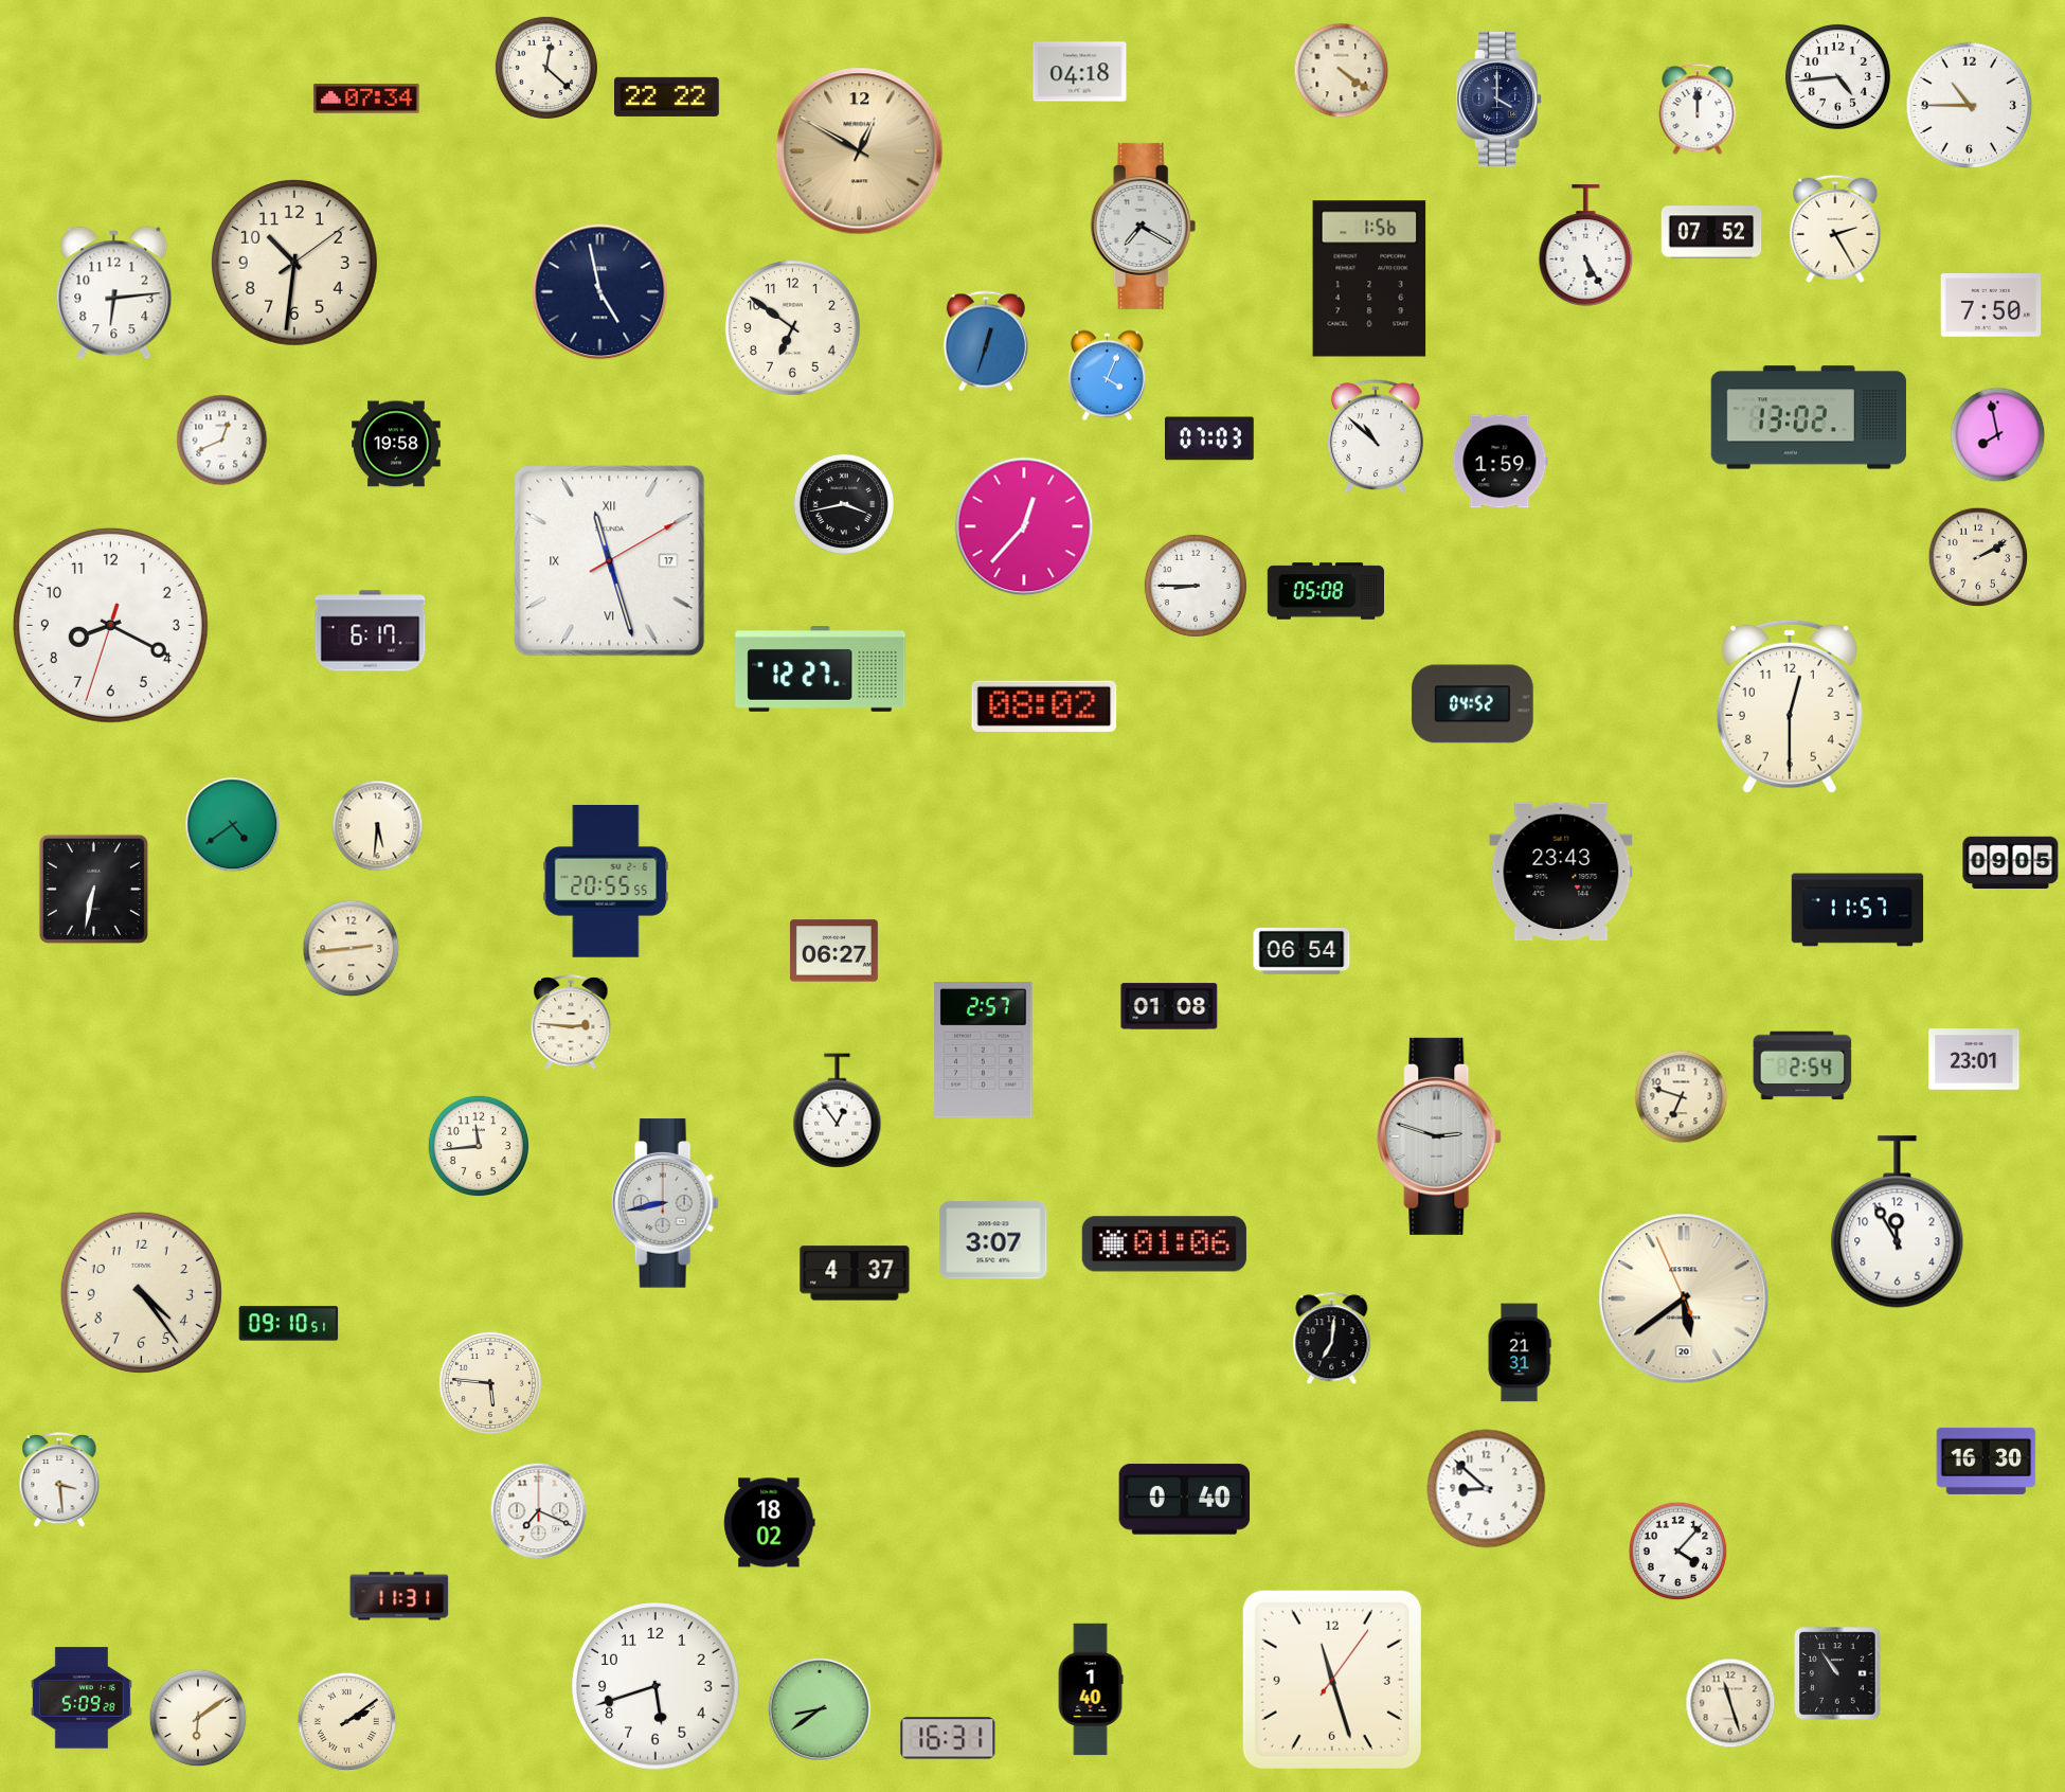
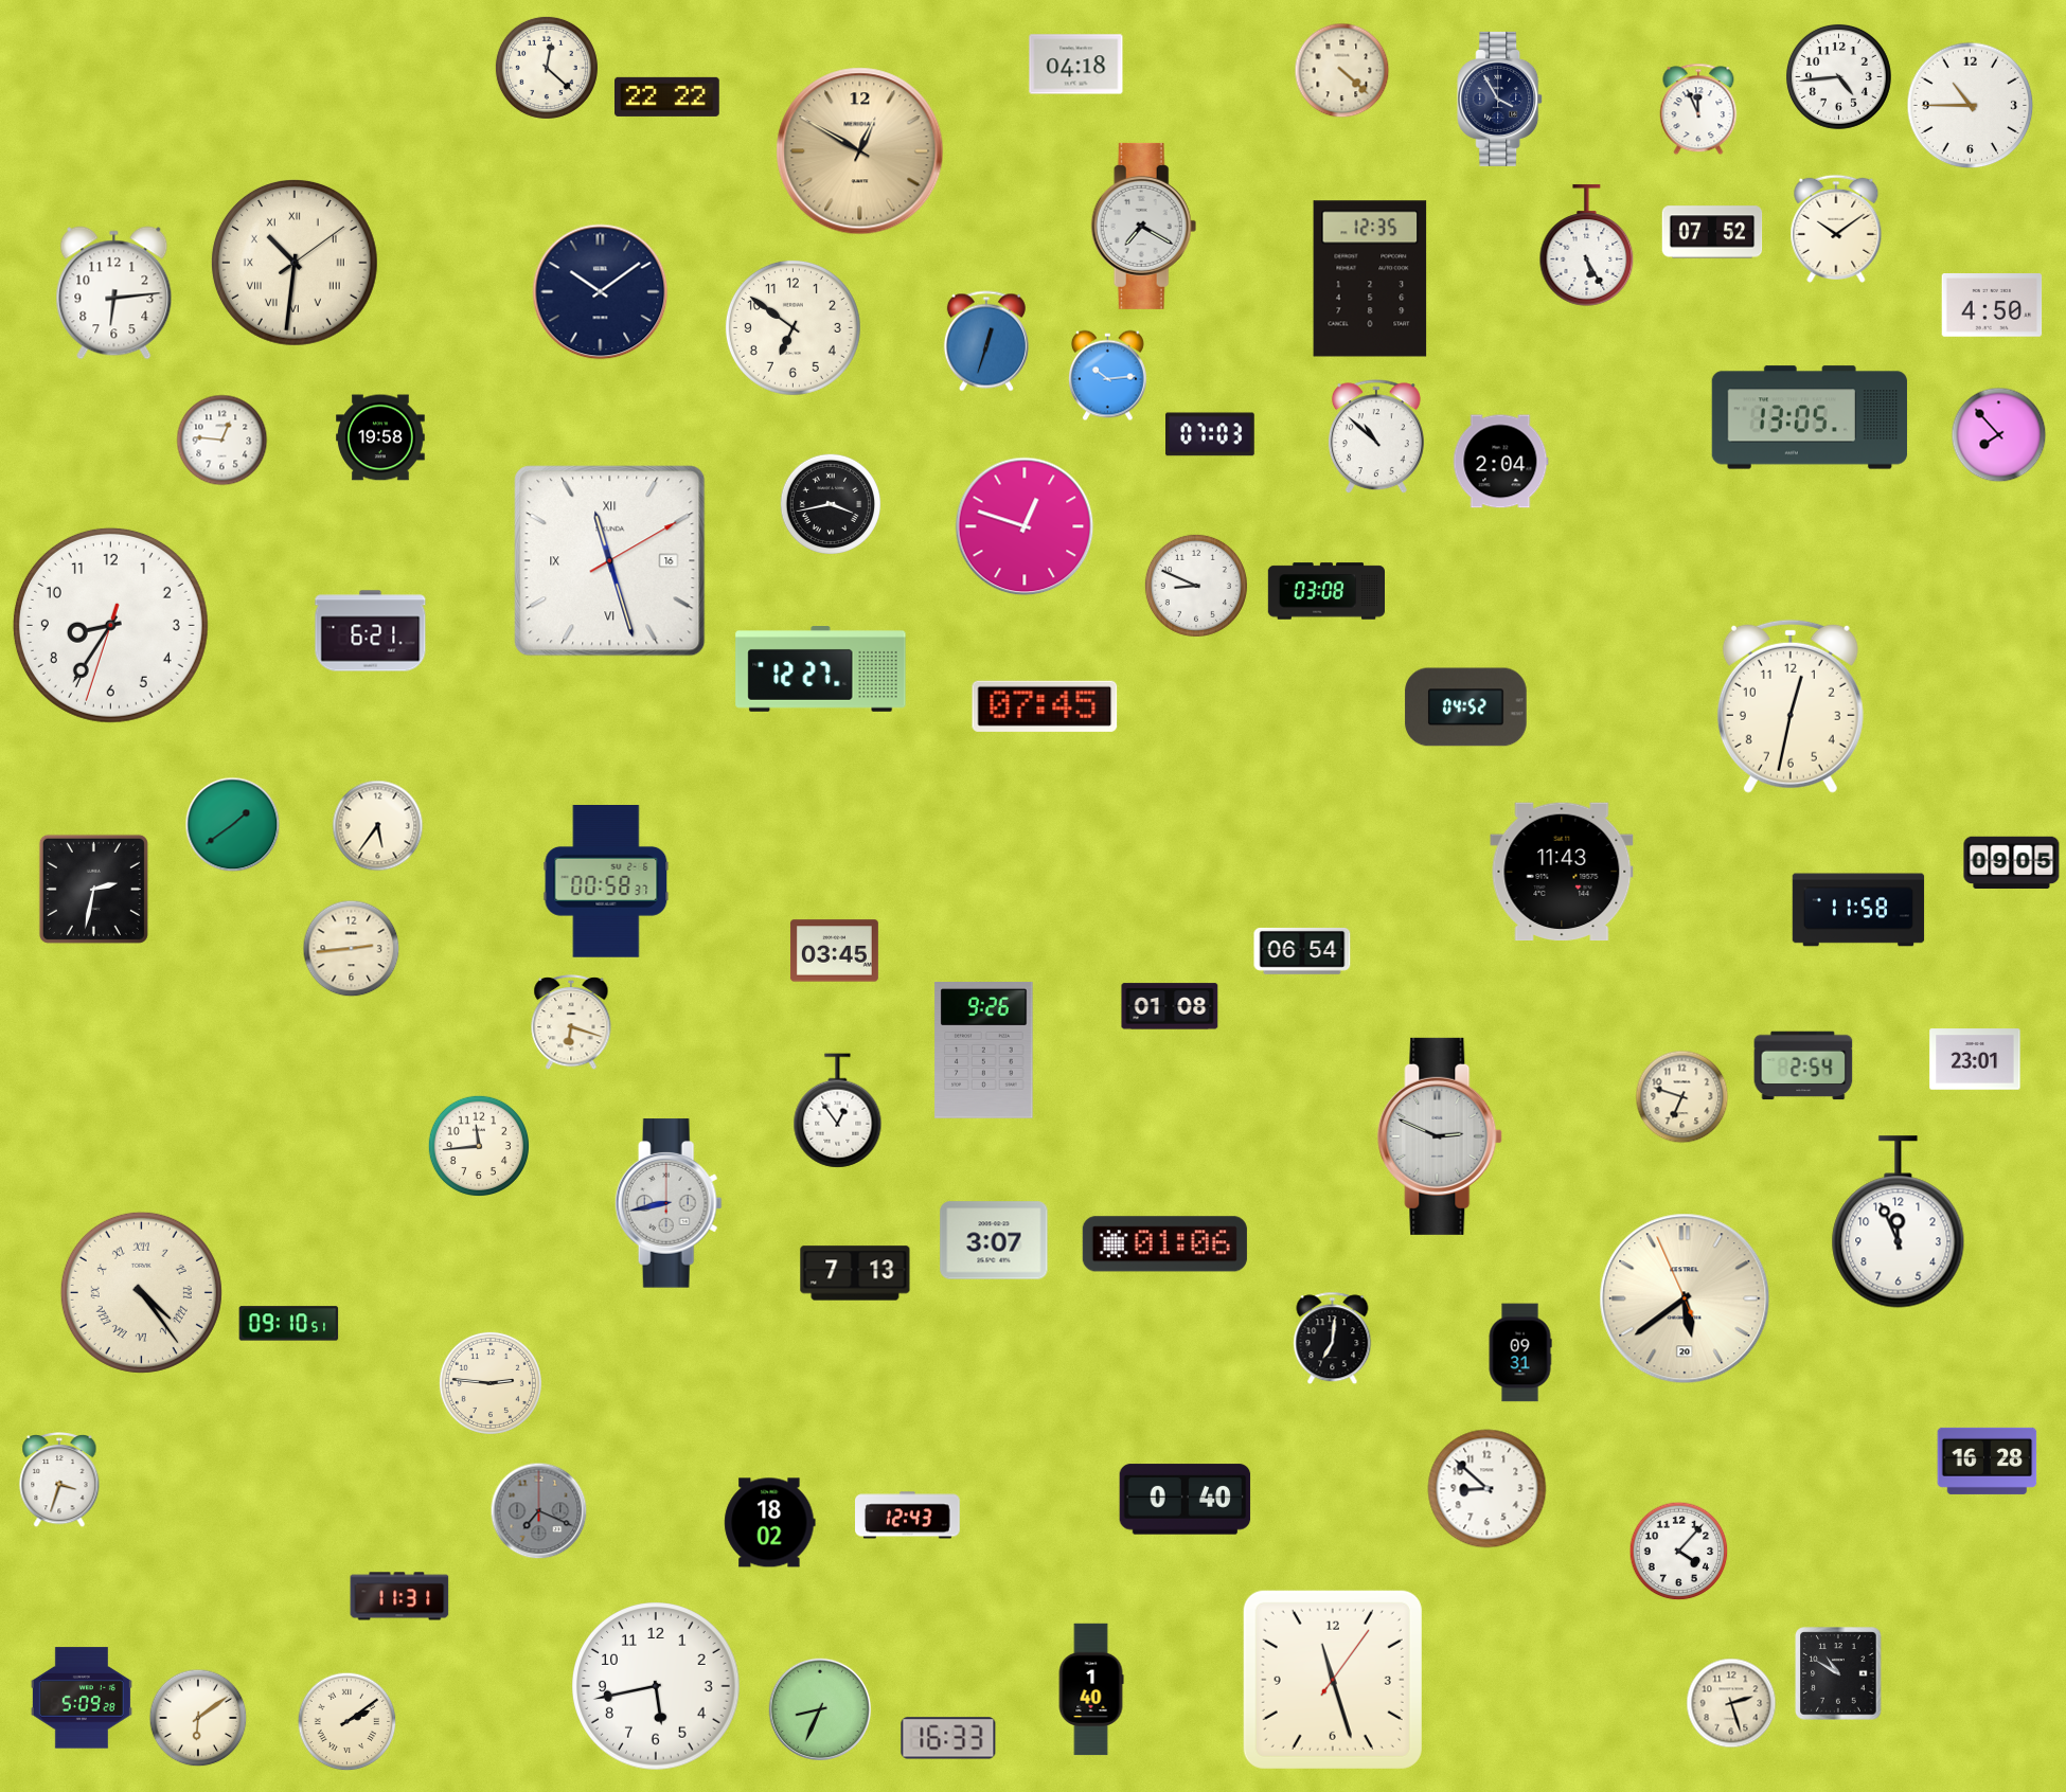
clock at (1342, 71): 4:21 -> 4:22
clock at (1080, 72) position: (1080, 72) -> (1076, 65)
clock at (366, 98): 07:34 -> none
clock at (1500, 98): 4:00 -> 3:55
clock at (1698, 109): 12:00 -> 11:56
clock at (1835, 229): 2:25 -> 10:09
clock at (294, 263) numerals: Arabic -> Roman
clock at (1369, 279): 1:56 -> 12:35
clock at (600, 292): 4:58 -> 10:09
clock at (1991, 306): 7:50 -> 4:50
clock at (1107, 376): 4:04 -> 10:14
clock at (1809, 417): 13:02 -> 13:05
clock at (1998, 435): 7:58 -> 7:53
clock at (1210, 438) position: (1210, 438) -> (1211, 434)
clock at (222, 441): 12:41 -> 12:46
clock at (396, 444) position: (396, 444) -> (380, 437)
clock at (1501, 462): 1:59 -> 2:04
clock at (843, 503) position: (843, 503) -> (830, 503)
clock at (1024, 526): 12:37 -> 12:48
clock at (1978, 557): 2:10 -> none
clock at (610, 561) date: 17 -> 16
clock at (1196, 586): 8:45 -> 8:49
clock at (1325, 591): 05:08 -> 03:08
clock at (110, 625): 8:19 -> 8:35
clock at (371, 631): 6:17 -> 6:21
clock at (1473, 704) position: (1473, 704) -> (1466, 707)
clock at (1044, 706): 08:02 -> 07:45
clock at (1790, 706): 12:30 -> 12:32
clock at (233, 825): 4:39 -> 1:39
clock at (378, 826): 5:31 -> 5:36
clock at (1561, 872): 23:43 -> 11:43
clock at (606, 881): 20:55 -> 00:58
clock at (93, 889): 6:32 -> 2:32
clock at (1857, 910): 11:57 -> 11:58
clock at (833, 951): 06:27 -> 03:45
clock at (571, 1023): 2:46 -> 6:18
clock at (984, 1051): 2:57 -> 9:26
clock at (1440, 1136): 2:48 -> 2:49
clock at (665, 1203) position: (665, 1203) -> (669, 1203)
clock at (1898, 1222): 11:55 -> 11:56
clock at (855, 1273): 4:37 -> 7:13
clock at (141, 1292) numerals: Arabic -> Roman
clock at (1520, 1352): 21:31 -> 09:31
clock at (490, 1383): 5:46 -> 2:46
clock at (1987, 1461): 16:30 -> 16:28
clock at (59, 1481): 3:29 -> 3:33
clock at (539, 1511) dial: white -> grey
clock at (908, 1516): none -> 12:43
clock at (1837, 1673): 10:54 -> 10:50
clock at (656, 1686): 5:42 -> 5:43
clock at (1730, 1703): 11:27 -> 2:27
clock at (819, 1708): 8:39 -> 8:34
clock at (948, 1738): 16:31 -> 16:33
